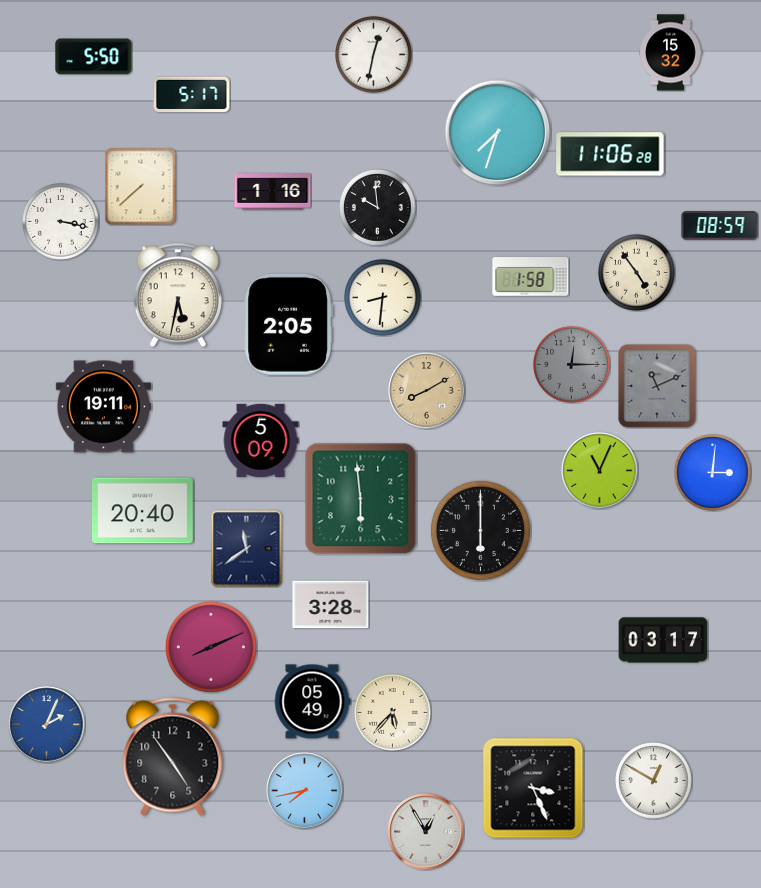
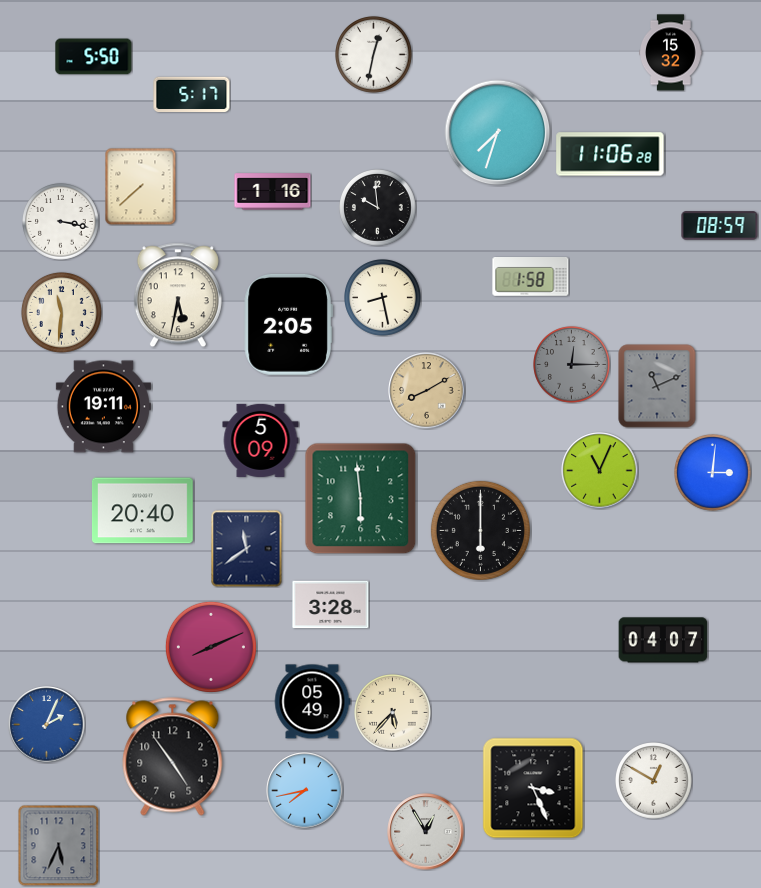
clock at (637, 273): 4:54 -> none
clock at (383, 298): 8:31 -> 8:28
clock at (61, 312): none -> 11:31
clock at (663, 640): 03:17 -> 04:07
clock at (58, 845): none -> 5:34
